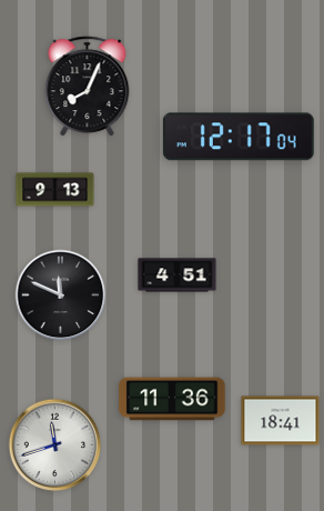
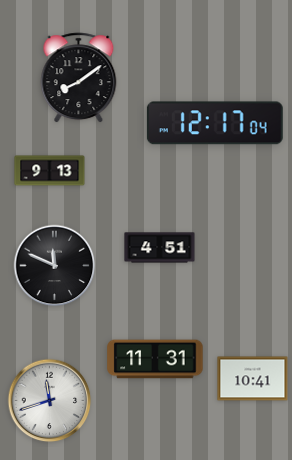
clock at (88, 87): 8:04 -> 8:09
clock at (172, 399): 11:36 -> 11:31
clock at (281, 421): 18:41 -> 10:41
